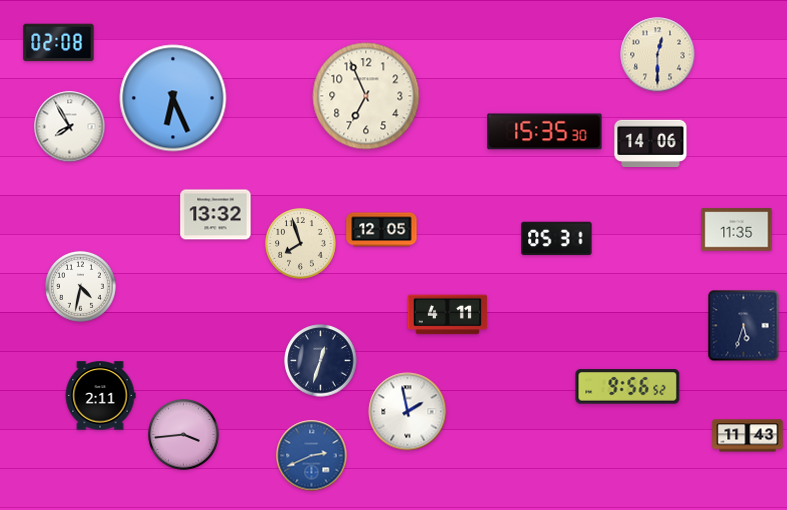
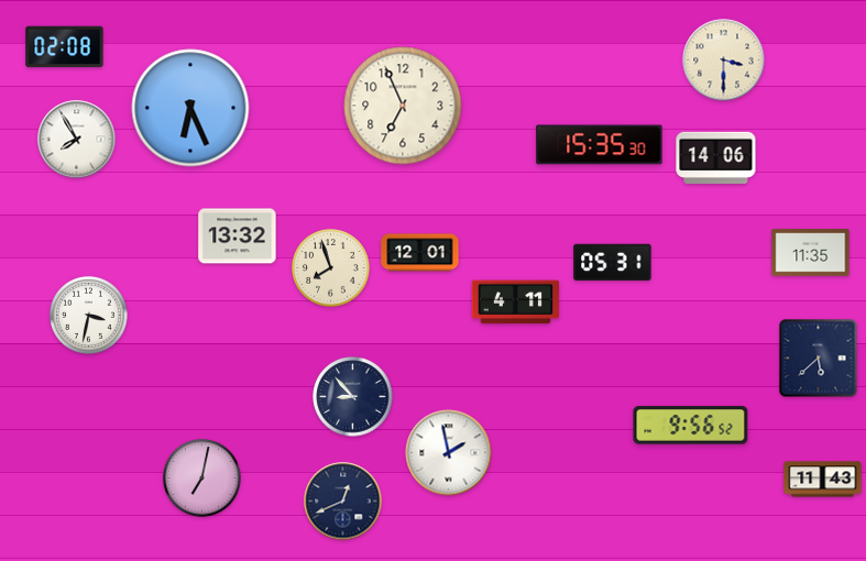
clock at (658, 55): 12:30 -> 3:30
clock at (382, 230): 12:05 -> 12:01
clock at (81, 287): 4:32 -> 3:32
clock at (448, 315) position: (448, 315) -> (516, 302)
clock at (744, 326): 5:33 -> 5:38
clock at (321, 361): 12:33 -> 8:53
clock at (100, 396): 2:11 -> none
clock at (184, 435): 3:44 -> 7:02
clock at (312, 456): 2:41 -> 12:41
clock at (312, 456) dial: blue -> navy
